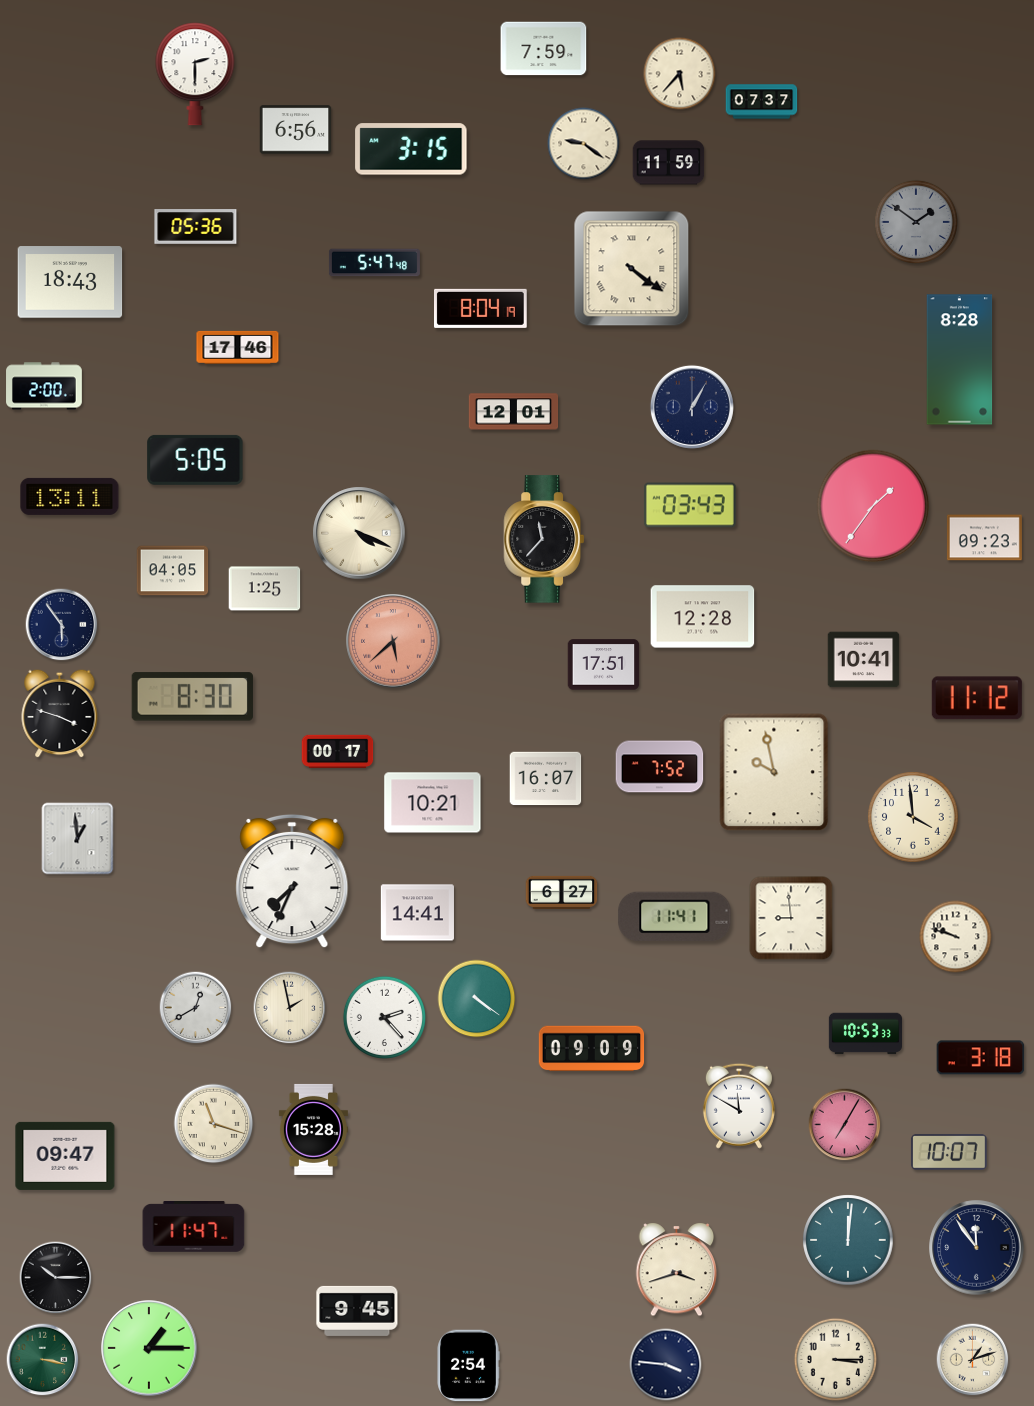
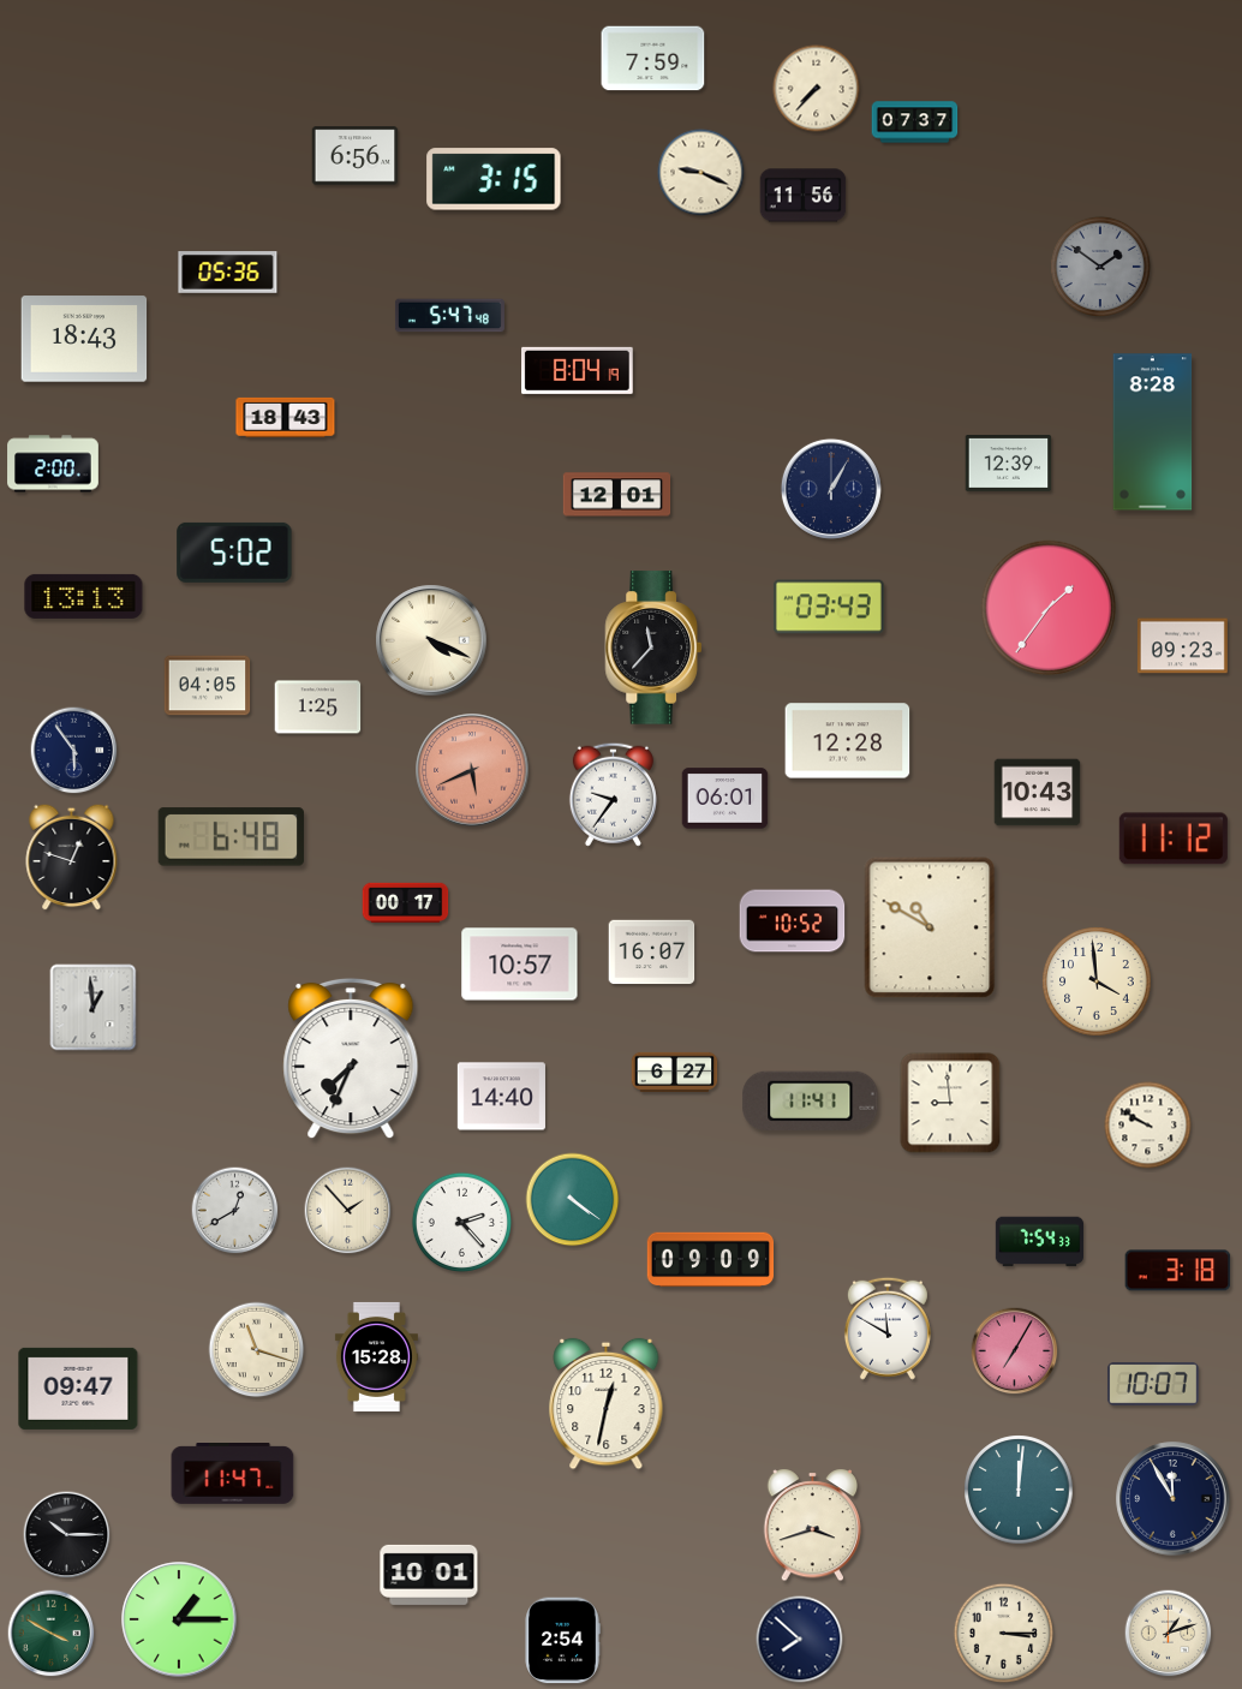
clock at (195, 74): 2:30 -> none
clock at (680, 74): 5:37 -> 7:37
clock at (584, 144): 9:21 -> 9:19
clock at (669, 163): 11:59 -> 11:56
clock at (196, 227) position: (196, 227) -> (228, 273)
clock at (632, 269): 4:21 -> none
clock at (238, 347): 17:46 -> 18:43
clock at (1009, 464): none -> 12:39
clock at (195, 460): 5:05 -> 5:02
clock at (70, 496): 13:11 -> 13:13
clock at (703, 617) position: (703, 617) -> (848, 741)
clock at (393, 641): 5:38 -> 5:41
clock at (864, 660): 10:41 -> 10:43
clock at (613, 794): none -> 9:36
clock at (604, 665): 17:51 -> 06:01
clock at (192, 697): 8:30 -> 6:48
clock at (60, 713): 3:48 -> 12:48
clock at (660, 767): 7:52 -> 10:52
clock at (774, 772): 9:58 -> 10:50
clock at (546, 779) position: (546, 779) -> (652, 953)
clock at (433, 803): 10:21 -> 10:57
clock at (417, 913): 14:41 -> 14:40
clock at (956, 937): 9:48 -> 9:50
clock at (290, 1008): 1:58 -> 1:53
clock at (865, 1034): 10:53 -> 7:54
clock at (949, 1152) position: (949, 1152) -> (1153, 1384)
clock at (607, 1404): none -> 12:32
clock at (977, 1248): 11:54 -> 11:55
clock at (357, 1311): 9:45 -> 10:01
clock at (43, 1360): 3:17 -> 3:50
clock at (666, 1365): 3:46 -> 7:52
